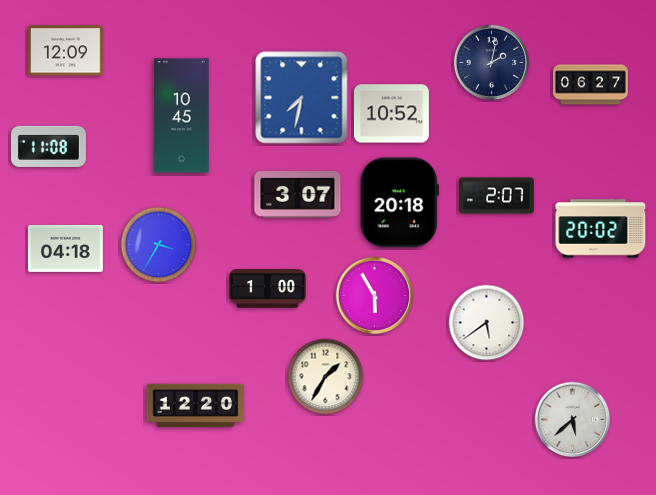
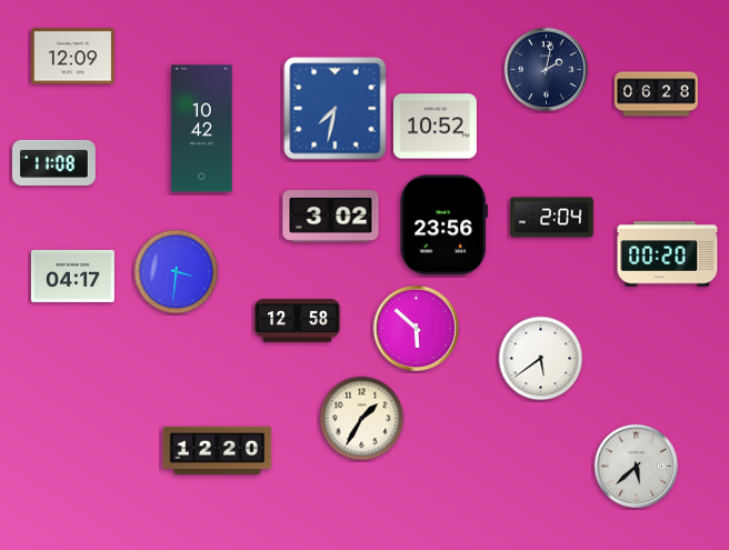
clock at (591, 85): 06:27 -> 06:28
clock at (182, 116): 10:45 -> 10:42
clock at (298, 195): 3:07 -> 3:02
clock at (496, 196): 2:07 -> 2:04
clock at (399, 203): 20:18 -> 23:56
clock at (601, 229): 20:02 -> 00:20
clock at (159, 245): 3:35 -> 3:31
clock at (65, 248): 04:18 -> 04:17
clock at (268, 289): 1:00 -> 12:58
clock at (375, 296): 5:55 -> 5:52
